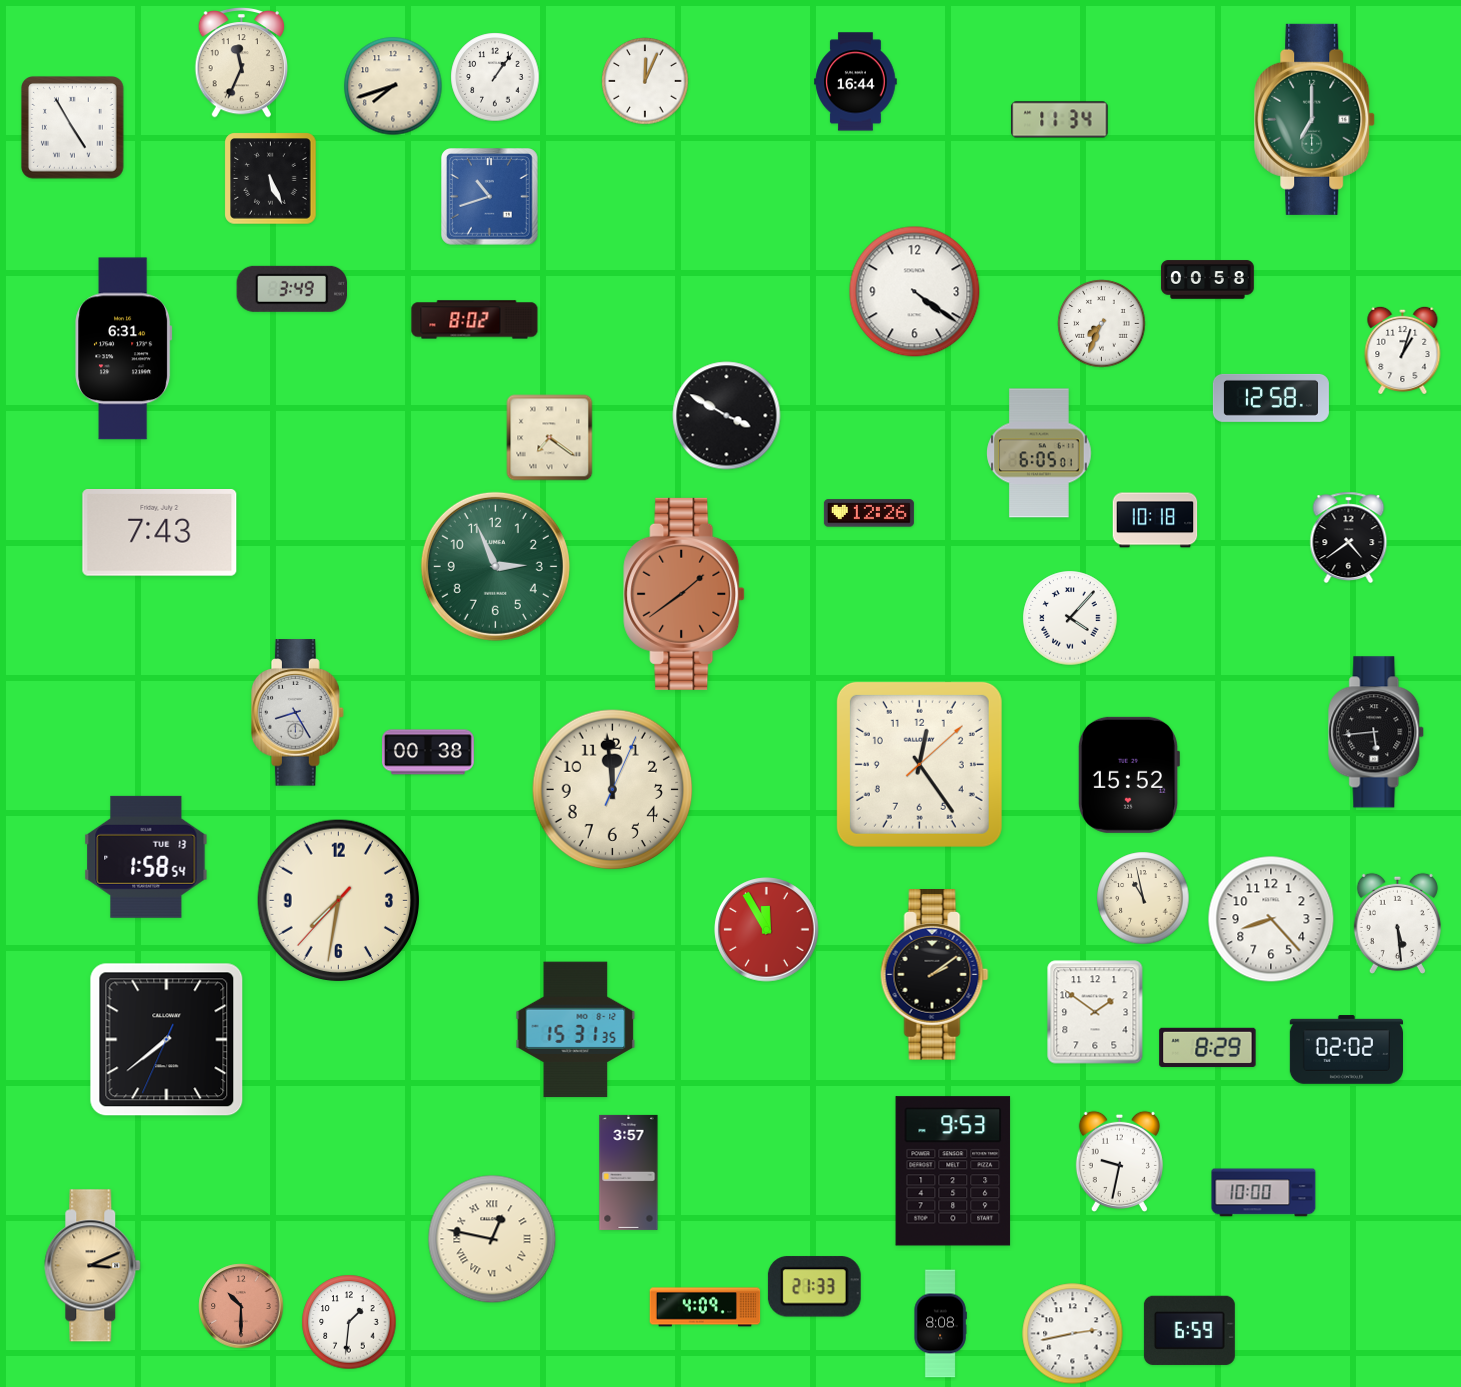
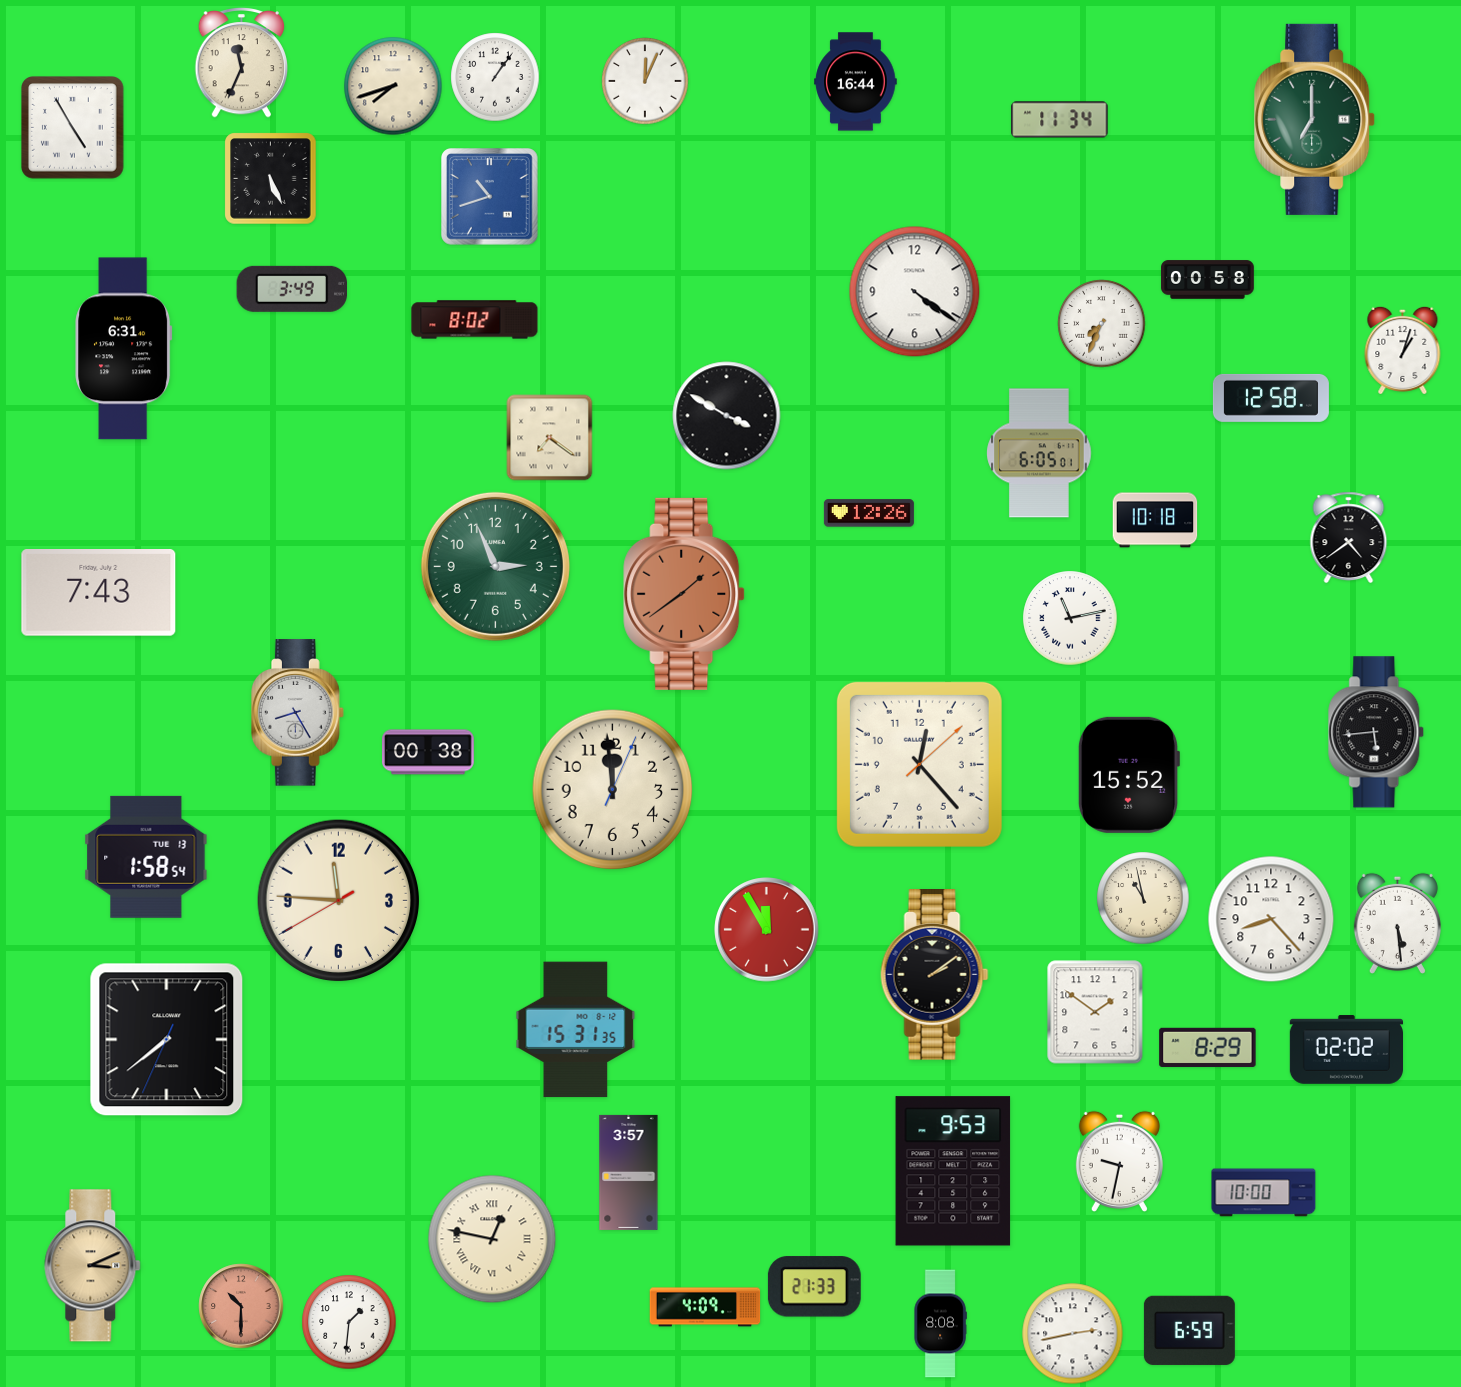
clock at (160, 533) position: (160, 533) -> (99, 593)
clock at (1070, 618): 4:07 -> 11:13
clock at (919, 764): 12:24 -> 12:23
clock at (339, 901): 7:31 -> 11:45
